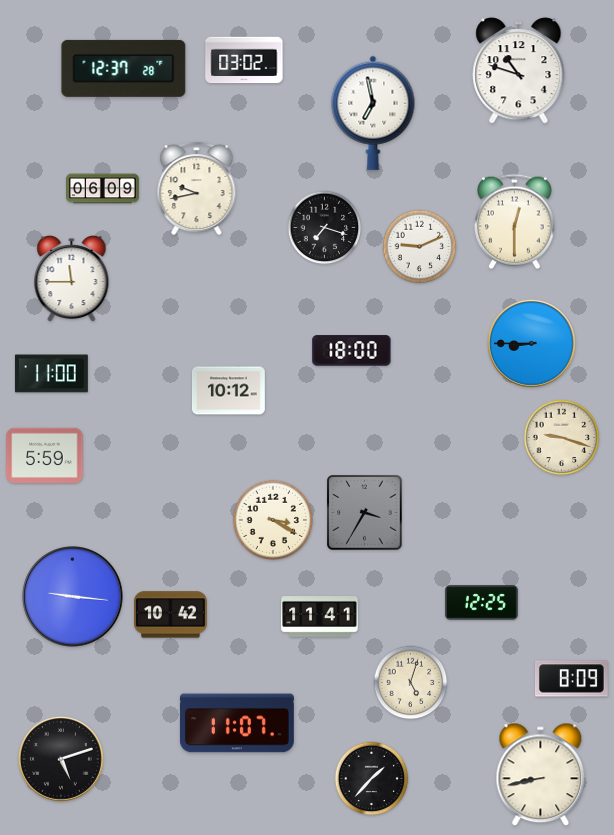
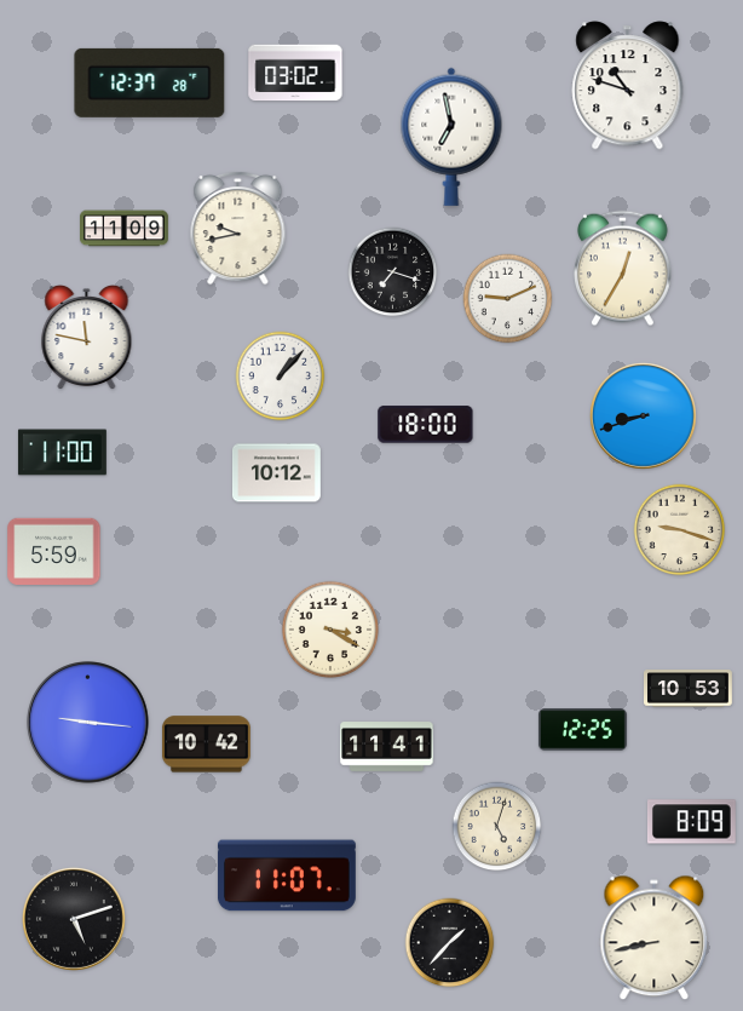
clock at (103, 189): 06:09 -> 11:09
clock at (515, 222): 12:30 -> 12:35
clock at (325, 228) position: (325, 228) -> (393, 272)
clock at (72, 279): 11:45 -> 11:47
clock at (281, 377): none -> 1:07
clock at (531, 343): 8:45 -> 8:42
clock at (365, 513): 3:35 -> none
clock at (689, 689): none -> 10:53
